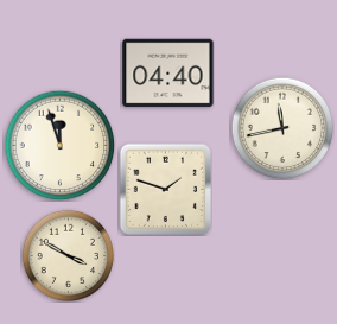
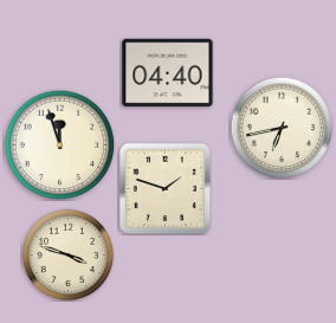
clock at (282, 128): 11:43 -> 6:43
clock at (68, 255): 3:50 -> 3:48
